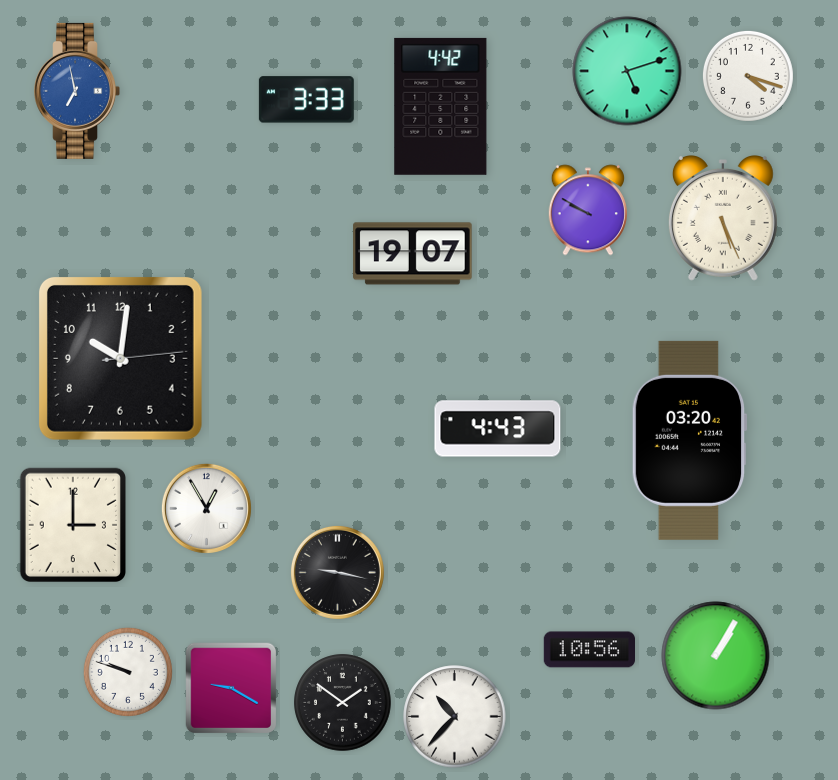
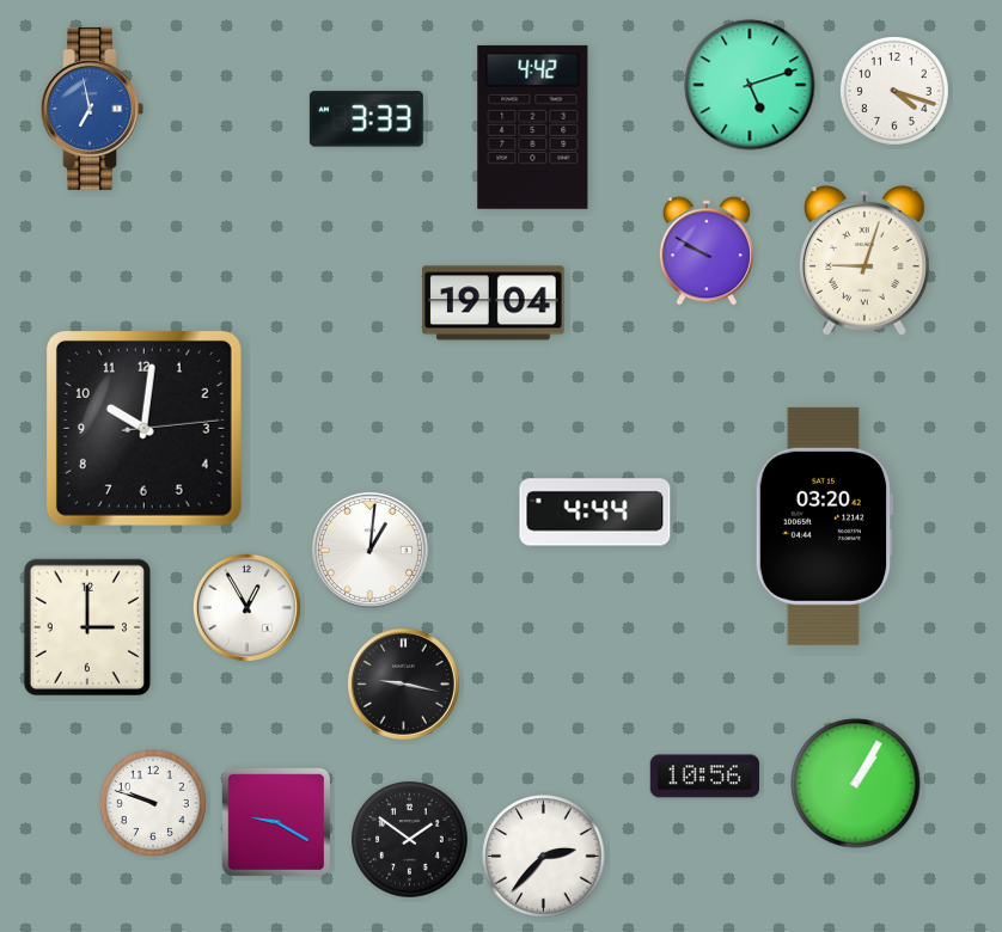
clock at (441, 106) position: (441, 106) -> (533, 127)
clock at (588, 210) position: (588, 210) -> (707, 251)
clock at (723, 219): 5:26 -> 9:03
clock at (413, 254): 19:07 -> 19:04
clock at (498, 429): 4:43 -> 4:44
clock at (369, 550): none -> 1:01
clock at (455, 717): 10:37 -> 2:37
